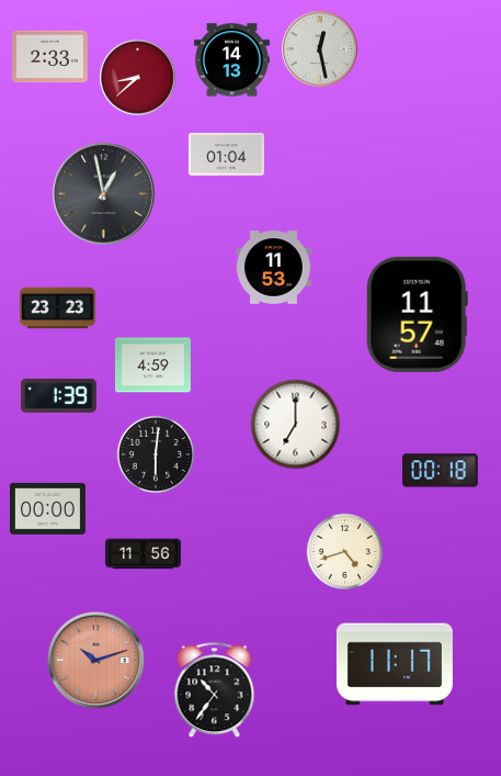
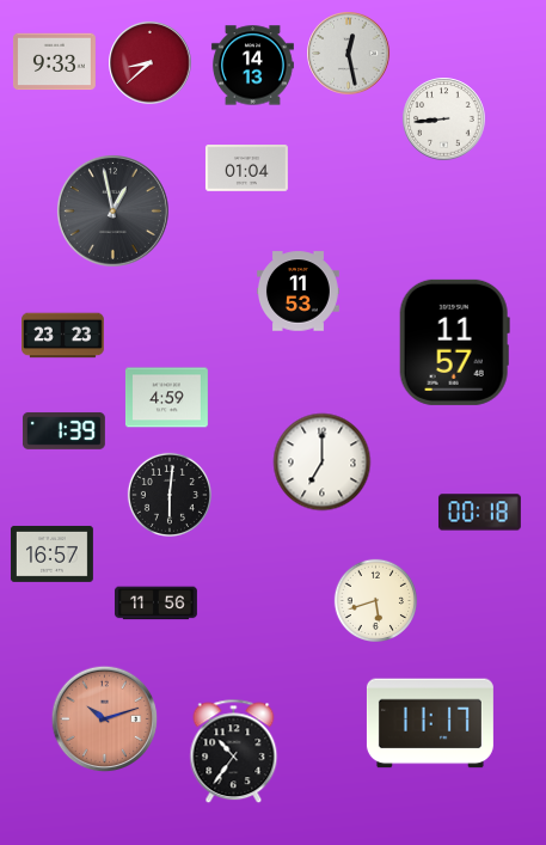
clock at (49, 57): 2:33 -> 9:33
clock at (138, 78) position: (138, 78) -> (151, 63)
clock at (444, 120): none -> 8:44
clock at (48, 508): 00:00 -> 16:57
clock at (344, 551): 4:42 -> 5:42
